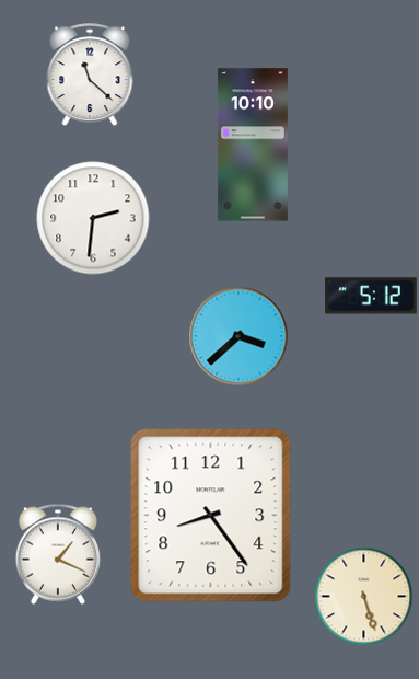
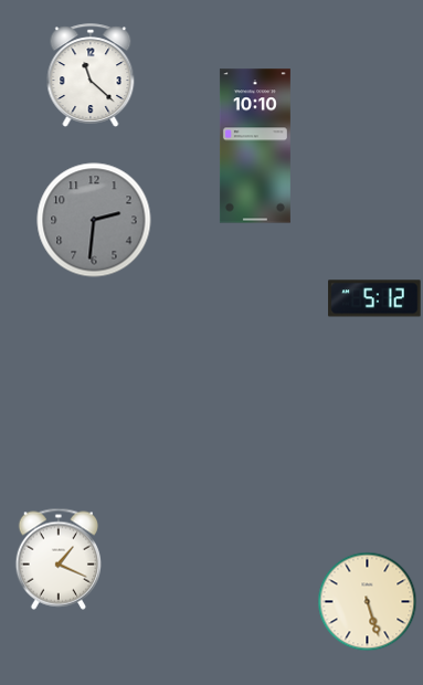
clock at (93, 218) dial: white -> grey
clock at (238, 336): 3:38 -> none
clock at (211, 516): 8:24 -> none
